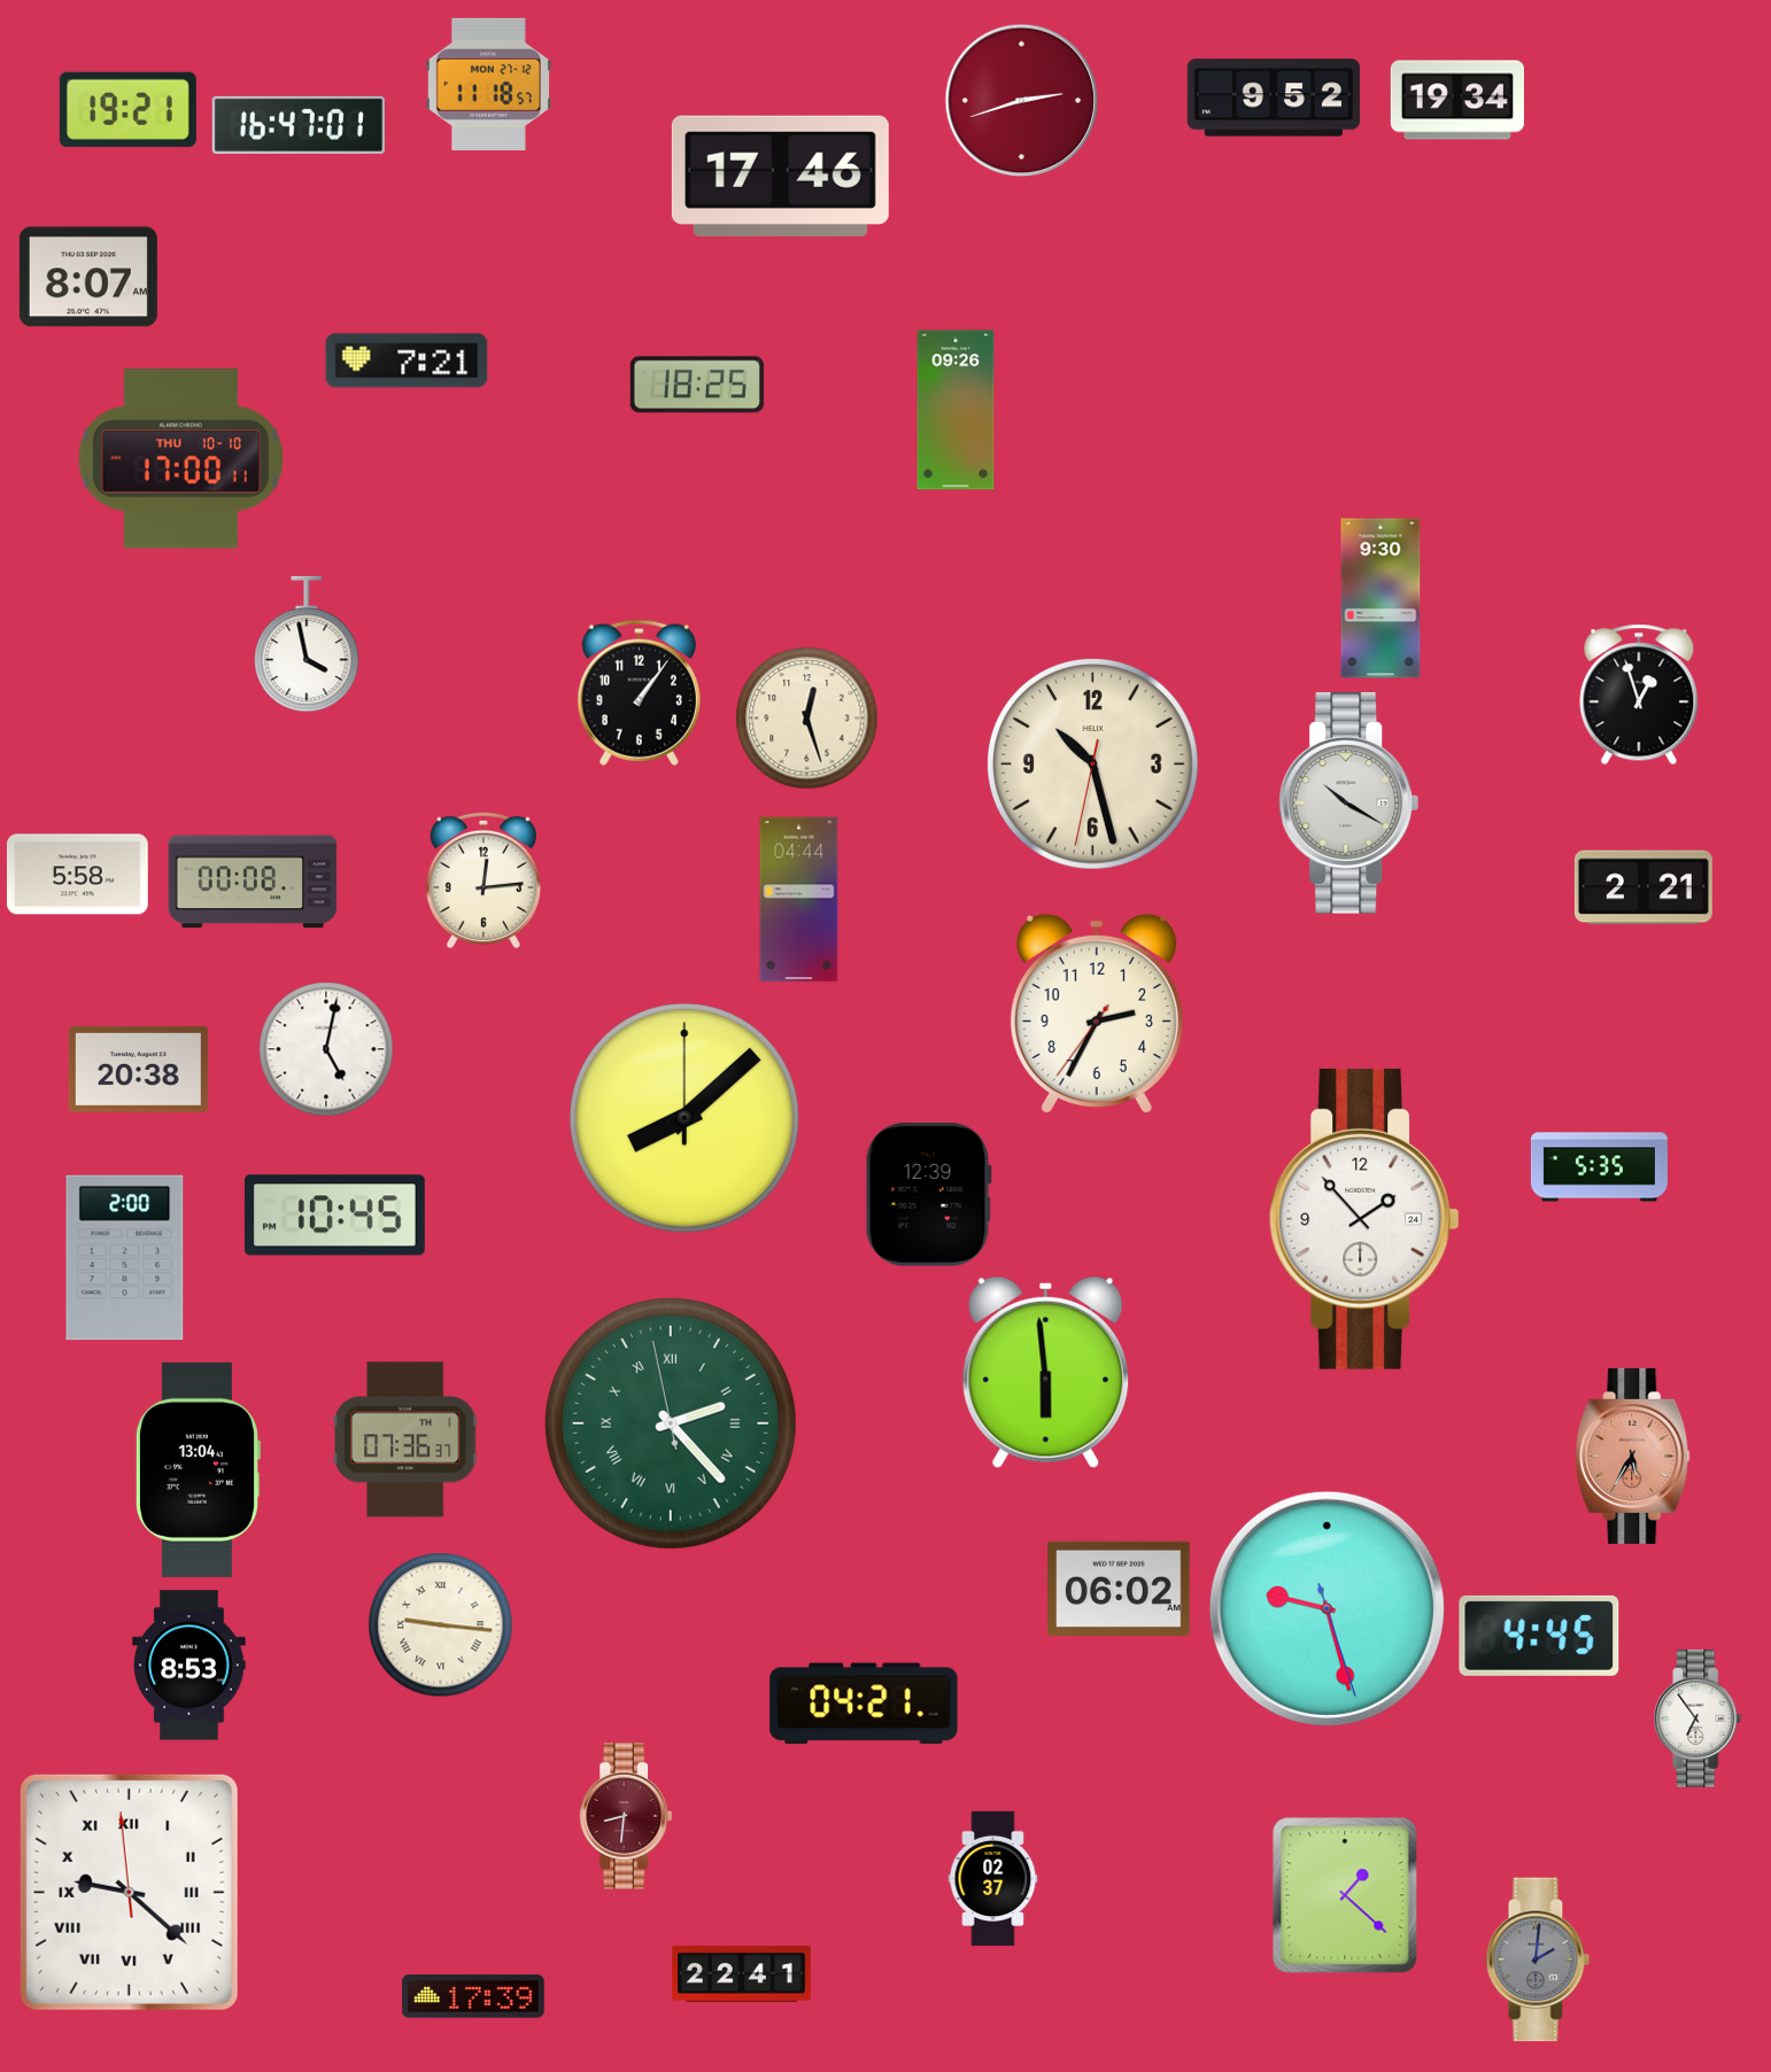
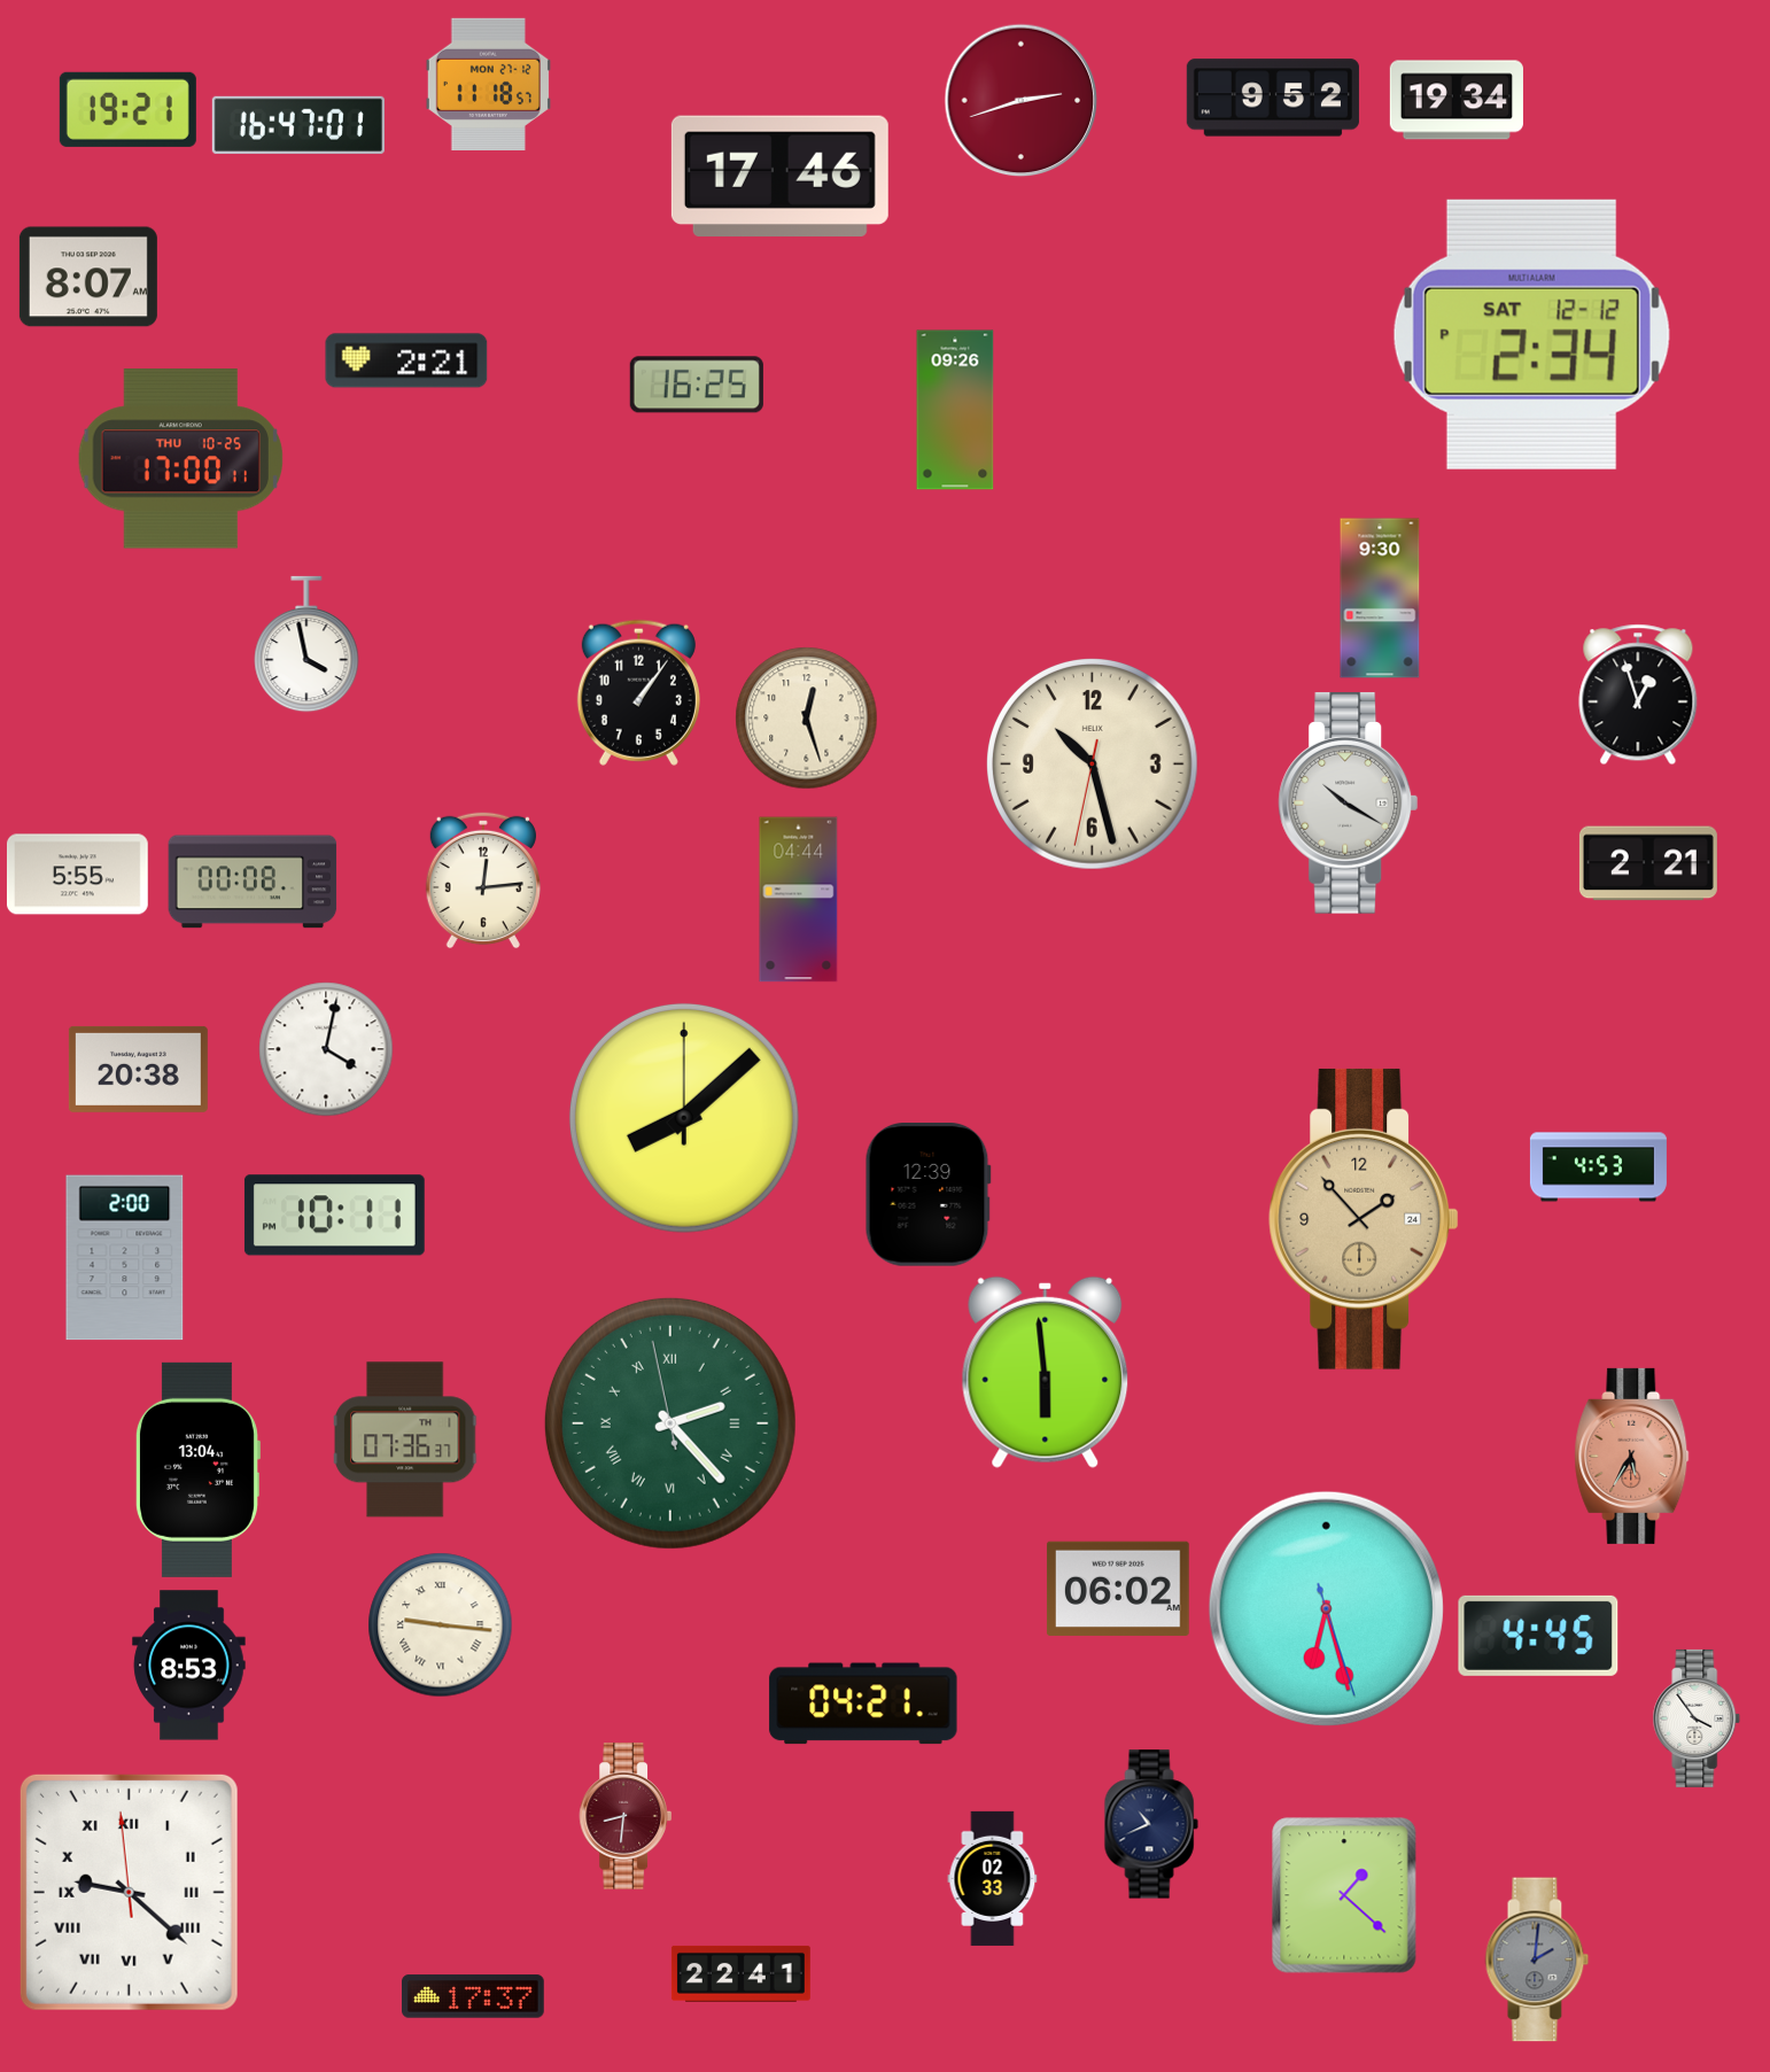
clock at (1531, 334): none -> 2:34
clock at (407, 360): 7:21 -> 2:21
clock at (697, 385): 18:25 -> 16:25
clock at (180, 459) date: THU 10-10 -> THU 10-25
clock at (77, 875): 5:58 -> 5:55
clock at (1644, 887) position: (1644, 887) -> (1648, 863)
clock at (1097, 1014): 2:34 -> none
clock at (326, 1049): 5:02 -> 4:02
clock at (1599, 1167): 5:35 -> 4:53
clock at (334, 1216): 10:45 -> 10:11
clock at (1364, 1219) dial: white -> champagne
clock at (1327, 1608): 9:27 -> 6:27
clock at (1697, 1718): 6:54 -> 3:54
clock at (1151, 1824): none -> 10:41
clock at (993, 1878): 02:37 -> 02:33
clock at (474, 1996): 17:39 -> 17:37
